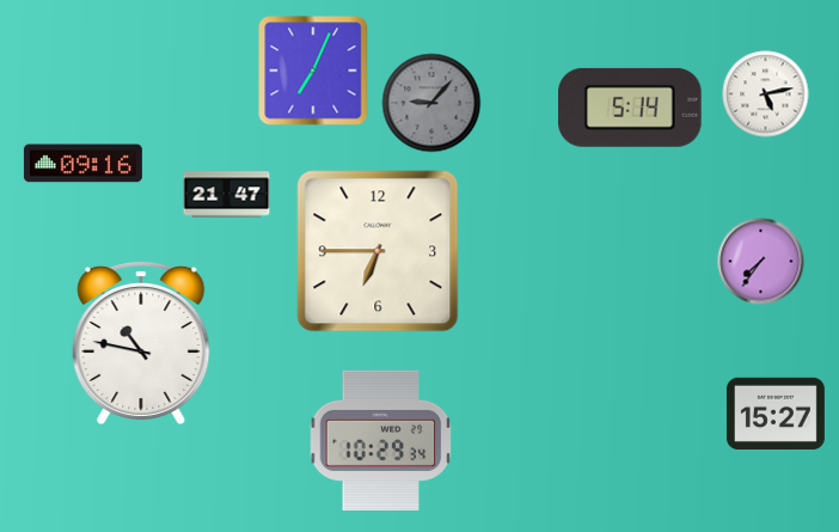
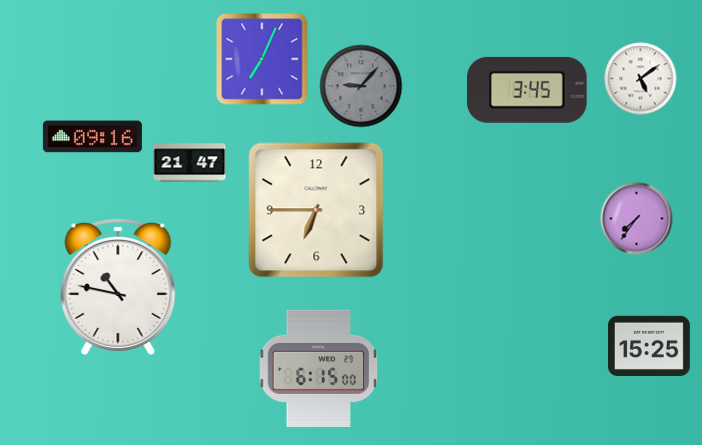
clock at (766, 94): 5:13 -> 5:09
clock at (631, 108): 5:14 -> 3:45
clock at (82, 164) position: (82, 164) -> (92, 137)
clock at (776, 412): 15:27 -> 15:25
clock at (381, 440): 10:29 -> 6:15
